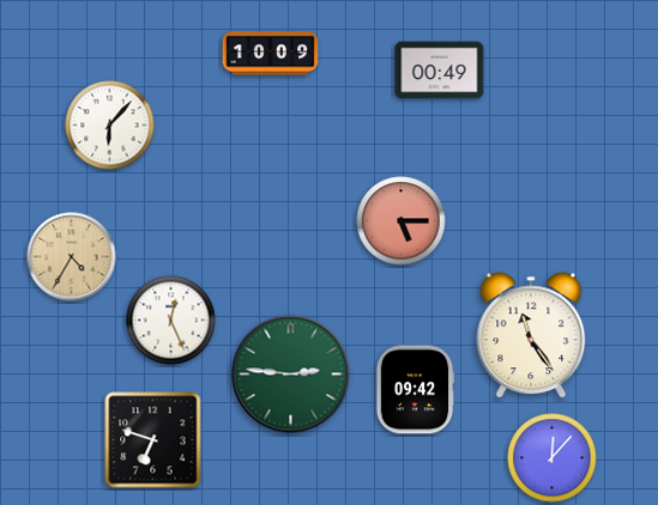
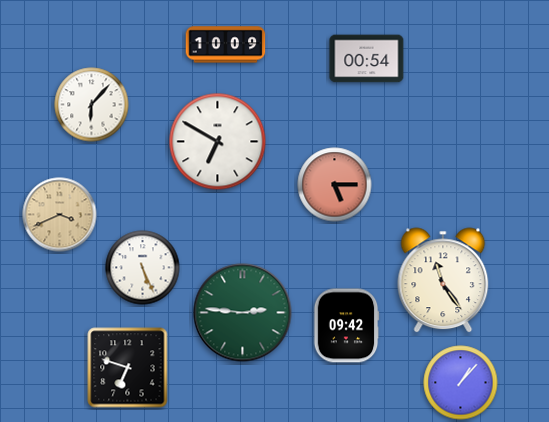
clock at (440, 71): 00:49 -> 00:54
clock at (218, 142): none -> 6:50
clock at (72, 257): 4:35 -> 3:41
clock at (171, 321): 12:26 -> 5:26
clock at (553, 458): 12:07 -> 1:07
